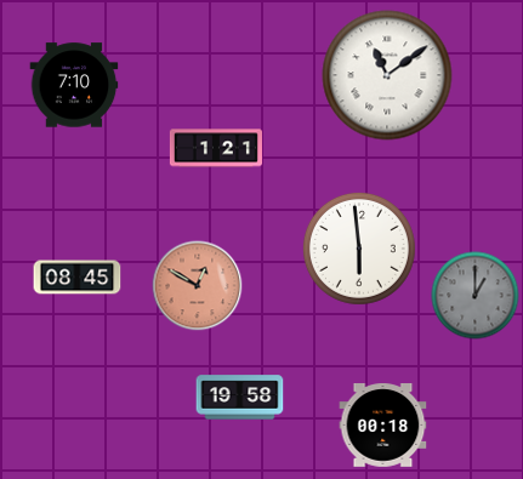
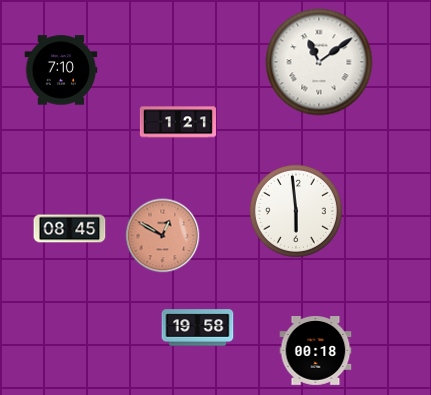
clock at (359, 249) position: (359, 249) -> (296, 211)
clock at (78, 278) position: (78, 278) -> (70, 229)
clock at (476, 296): 1:00 -> none
